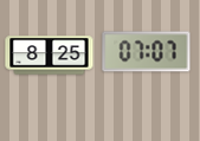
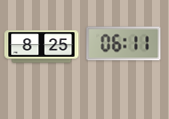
clock at (147, 52): 07:07 -> 06:11
